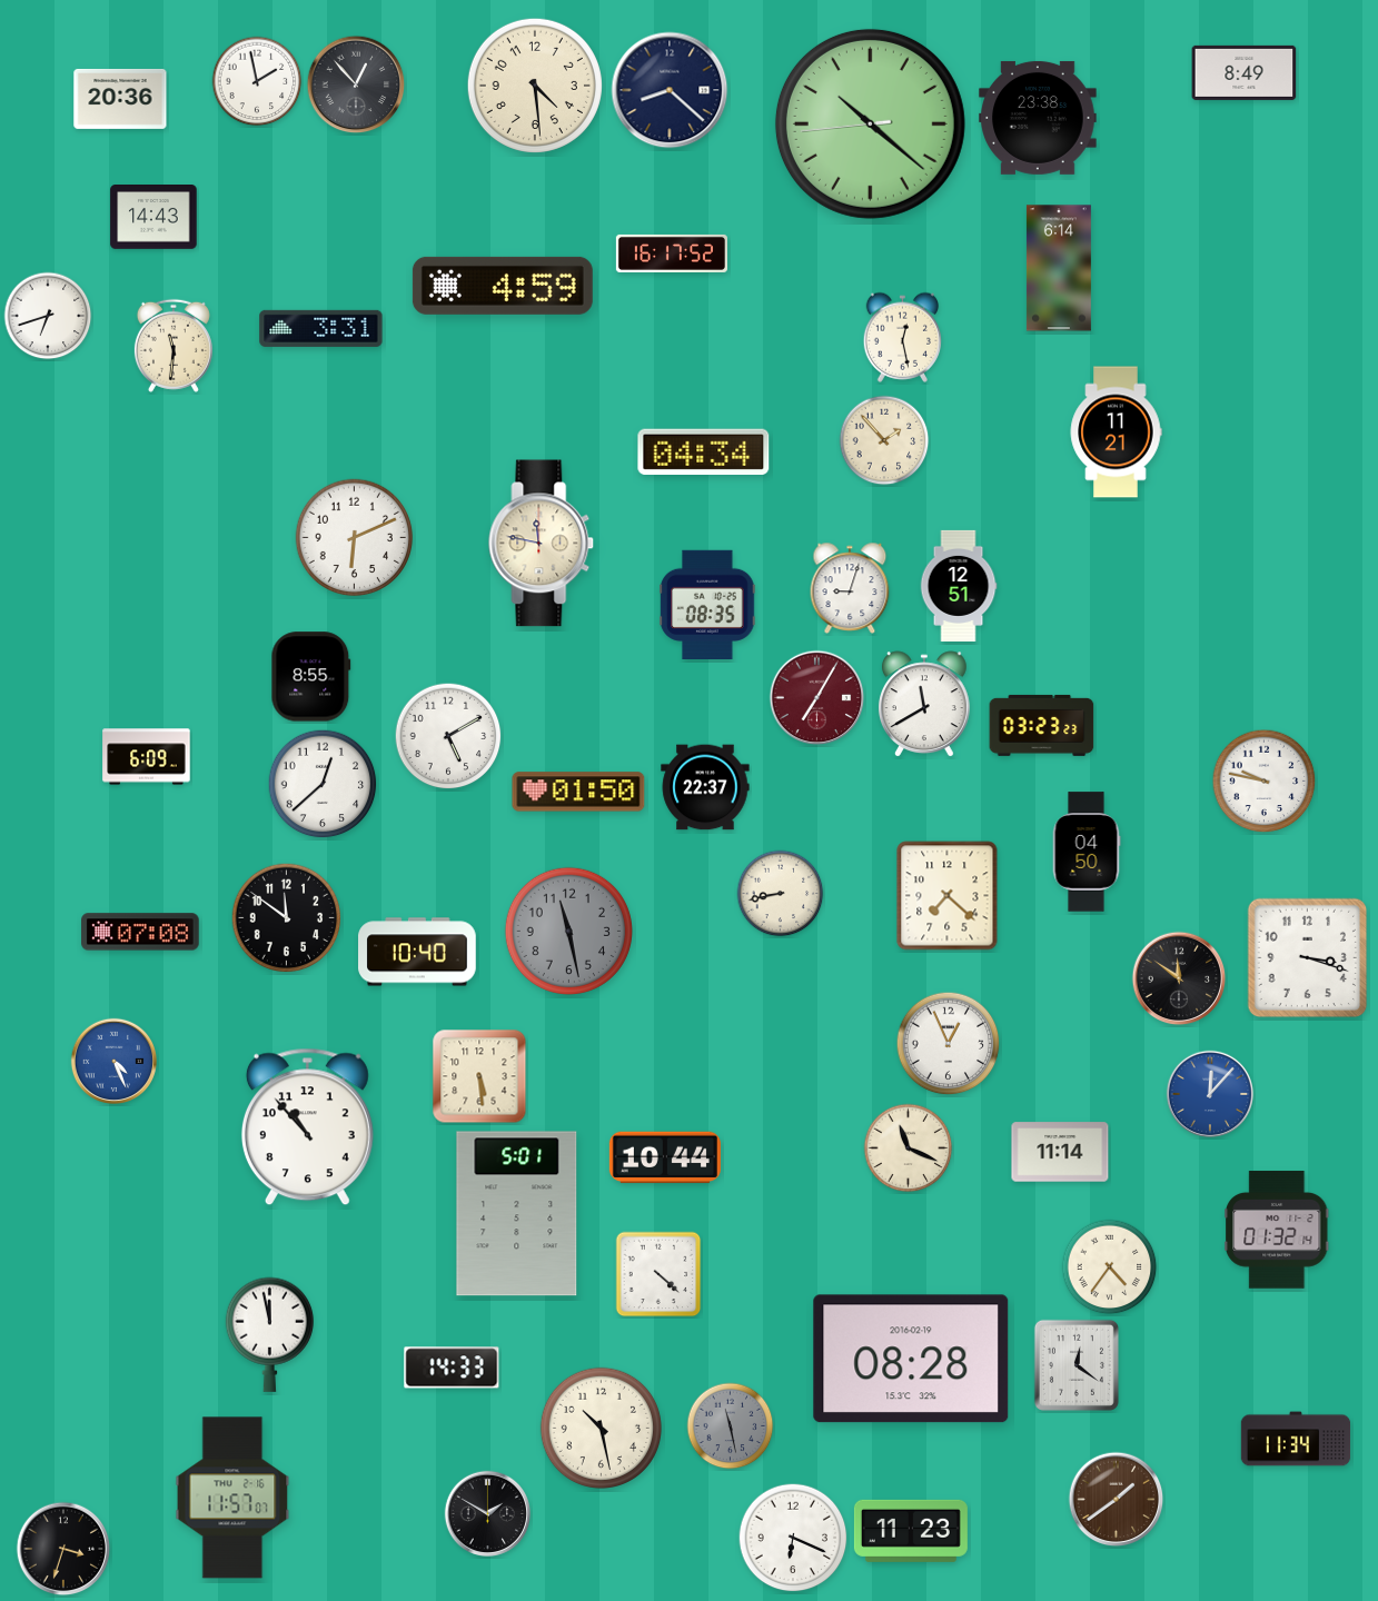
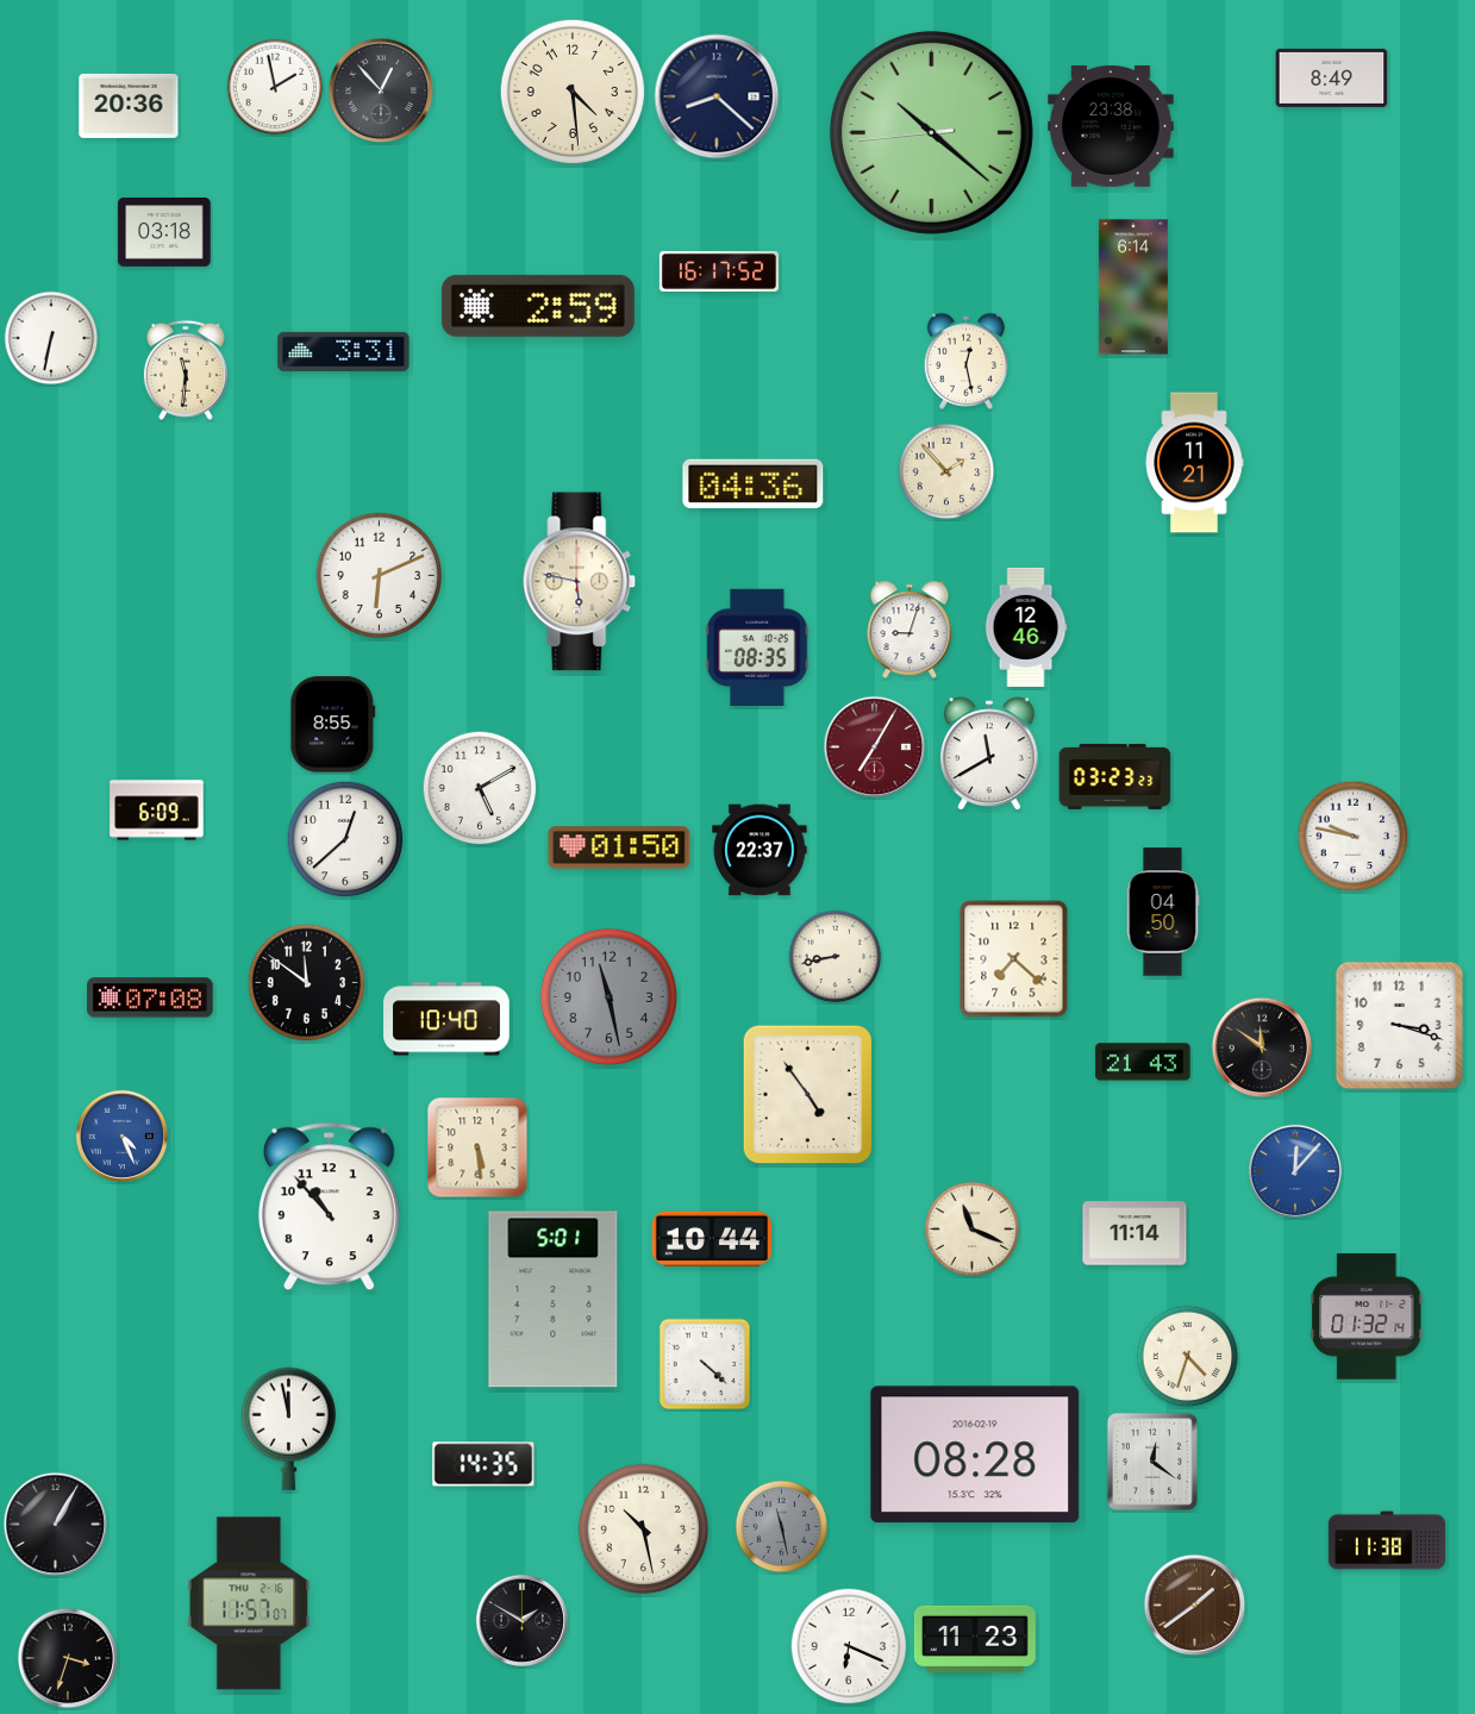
clock at (153, 217): 14:43 -> 03:18
clock at (503, 286): 4:59 -> 2:59
clock at (48, 316): 6:42 -> 6:32
clock at (704, 451): 04:34 -> 04:36
clock at (542, 544): 11:47 -> 5:47
clock at (959, 586): 12:51 -> 12:46
clock at (705, 787) position: (705, 787) -> (760, 850)
clock at (1143, 1062): none -> 21:43
clock at (808, 1095): none -> 4:54
clock at (949, 1044): 12:56 -> none
clock at (479, 1076) position: (479, 1076) -> (477, 1147)
clock at (1110, 1267): 4:36 -> 4:33
clock at (452, 1368): 14:33 -> 14:35
clock at (56, 1525): none -> 1:05
clock at (1296, 1439): 11:34 -> 11:38
